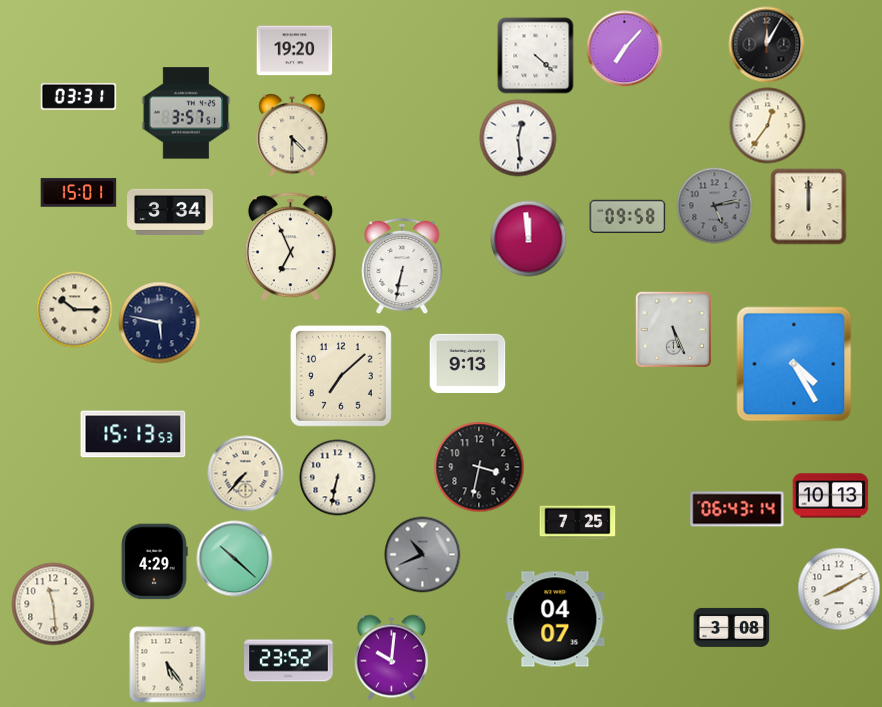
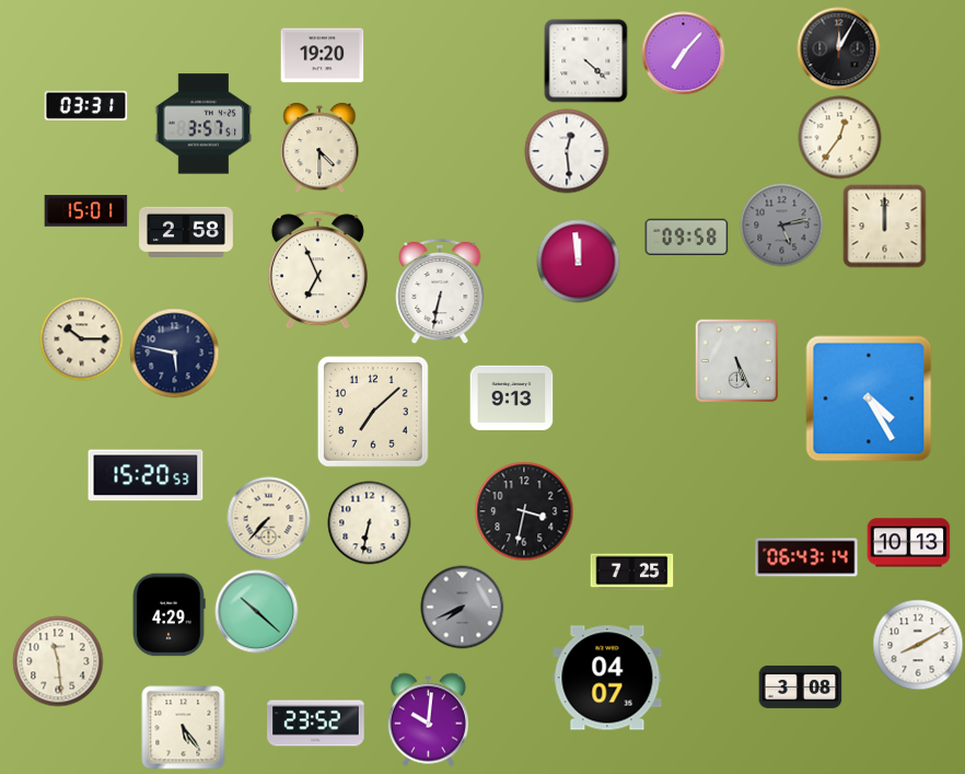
clock at (171, 212): 3:34 -> 2:58
clock at (133, 434): 15:13 -> 15:20
clock at (423, 555): 10:41 -> 7:41
